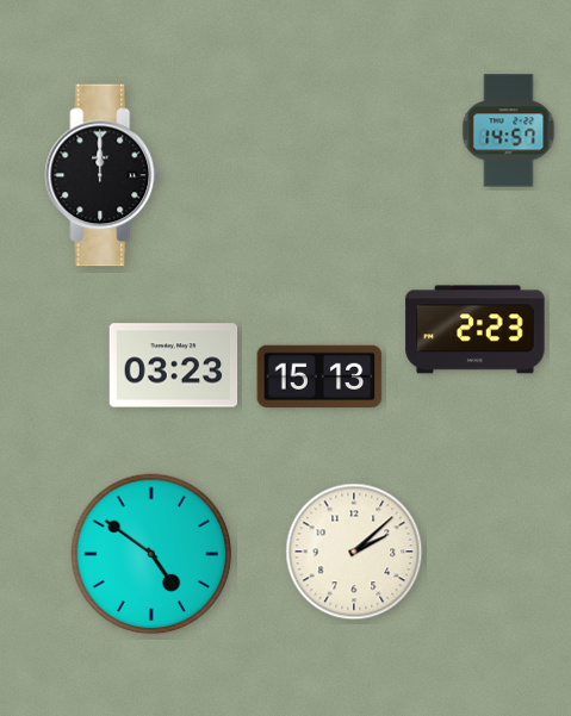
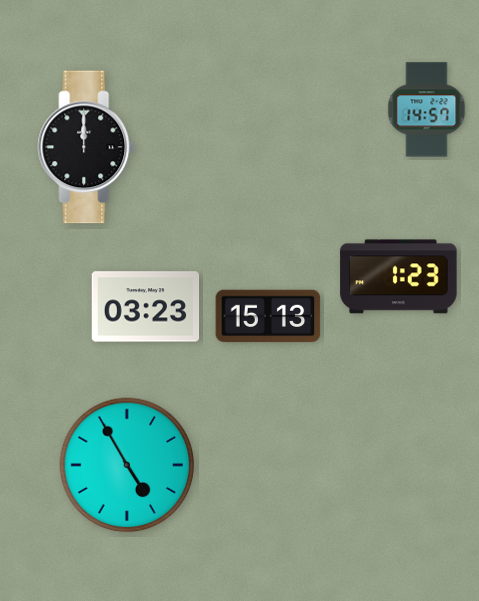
clock at (476, 330): 2:23 -> 1:23
clock at (354, 552): 2:08 -> none
clock at (151, 554): 4:51 -> 4:55
